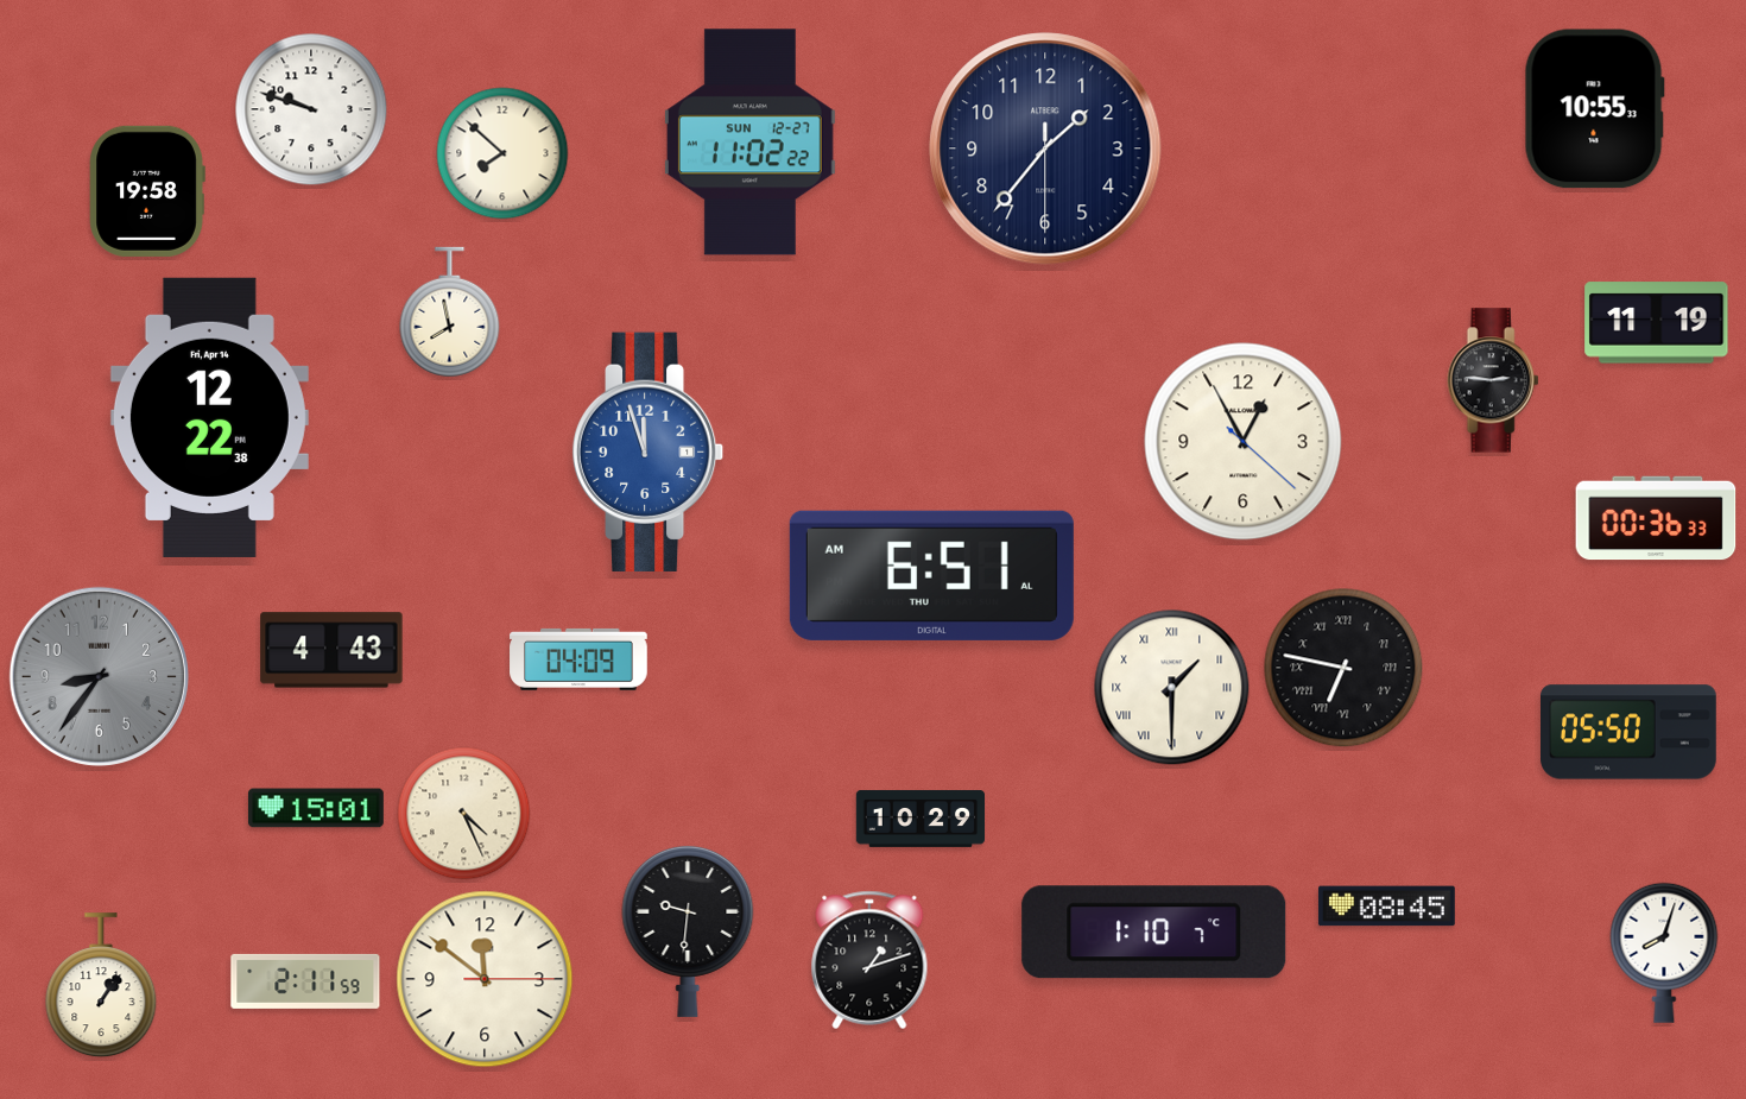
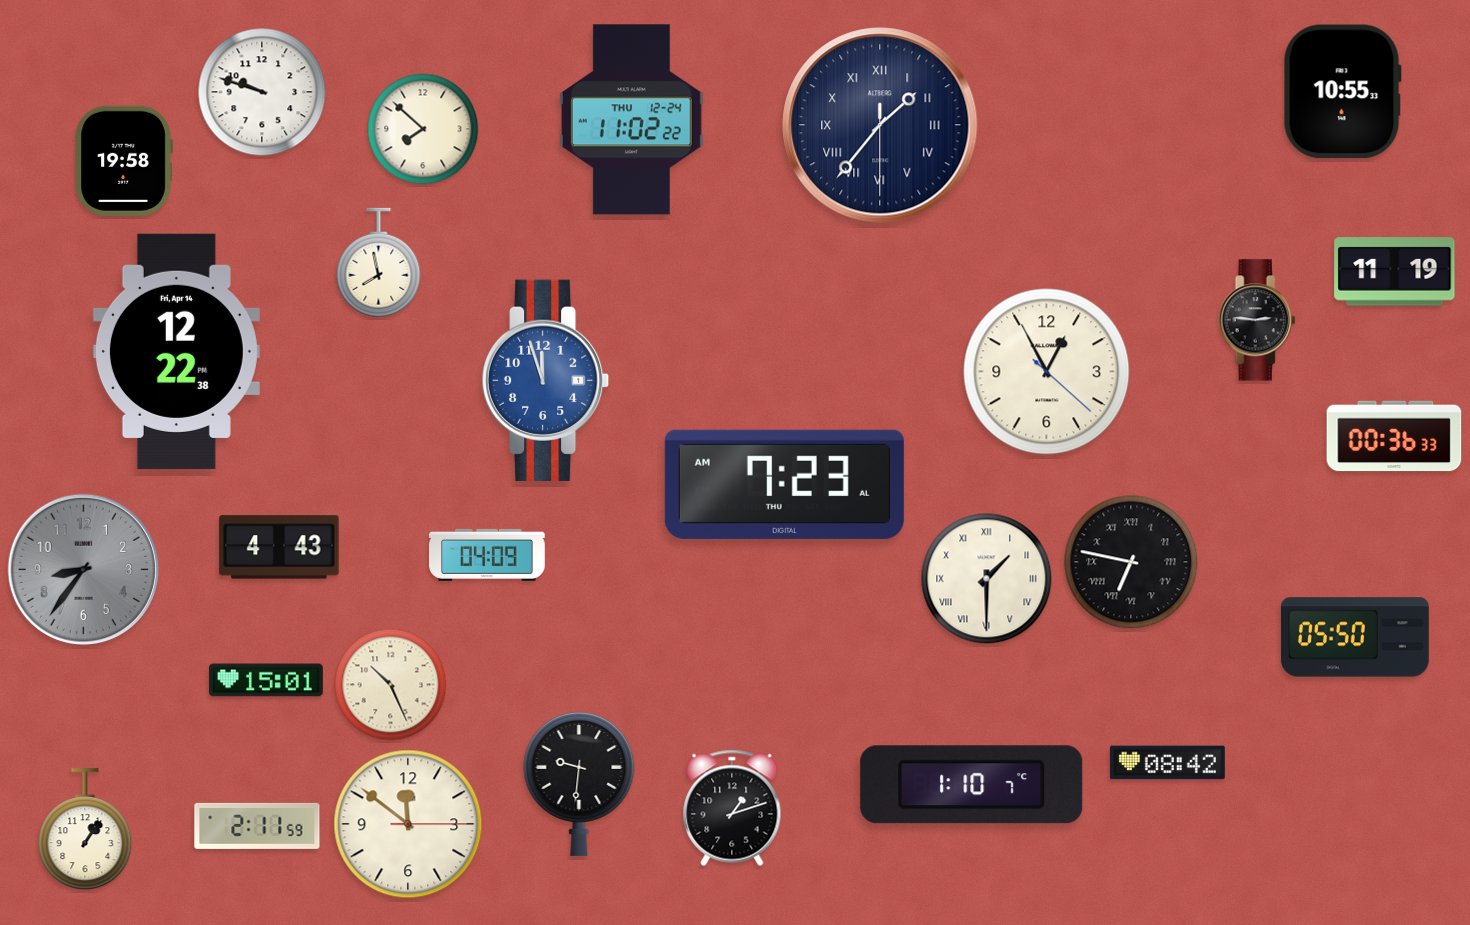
clock at (749, 143) date: SUN 12-27 -> THU 12-24
clock at (1045, 149) numerals: Arabic -> Roman
clock at (931, 575): 6:51 -> 7:23
clock at (1630, 732) position: (1630, 732) -> (1356, 637)
clock at (464, 814): 4:26 -> 10:26
clock at (921, 819): 10:29 -> none
clock at (1387, 907): 08:45 -> 08:42
clock at (1664, 953): 8:03 -> none
